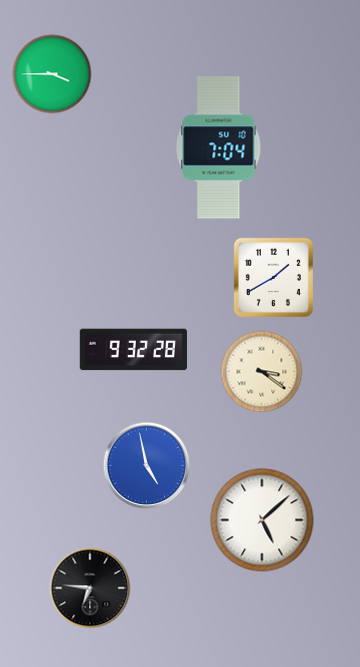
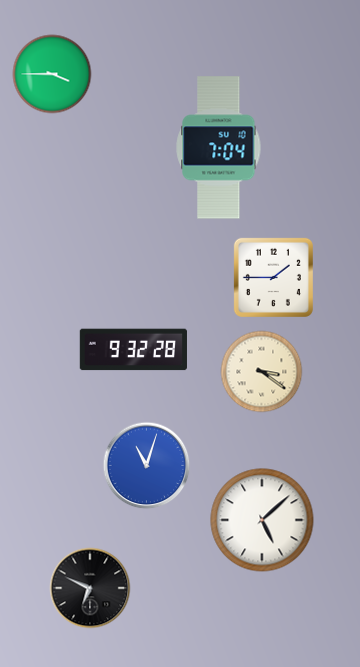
clock at (273, 277): 1:40 -> 1:45
clock at (147, 466): 4:58 -> 11:03
clock at (90, 588): 6:46 -> 6:49
